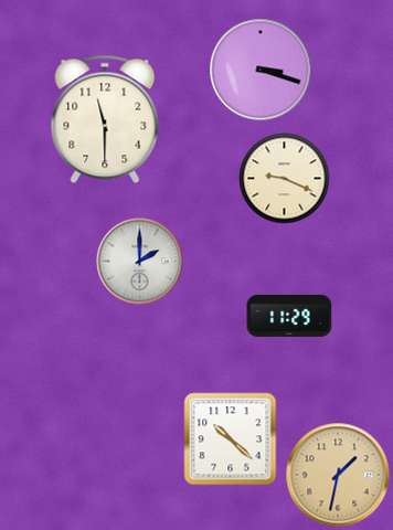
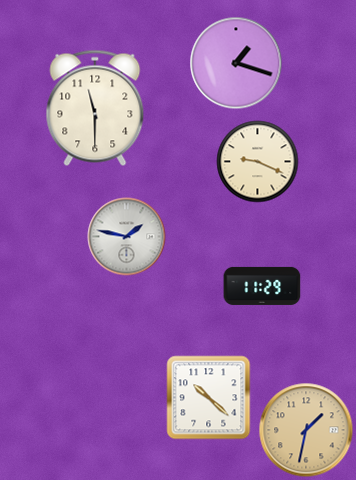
clock at (261, 70): 3:18 -> 1:18
clock at (140, 262): 2:00 -> 1:47
